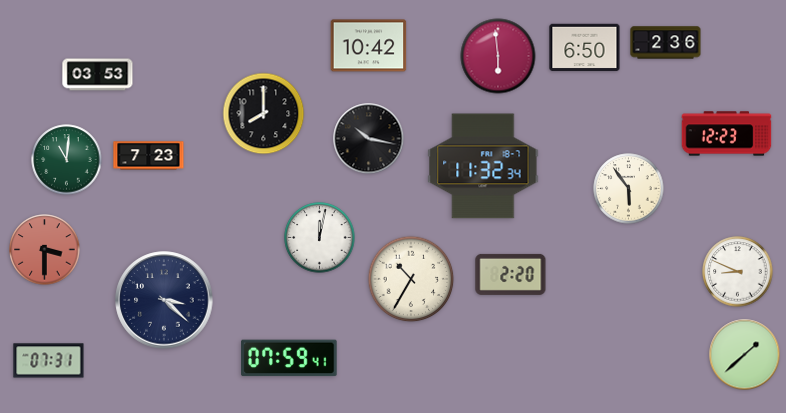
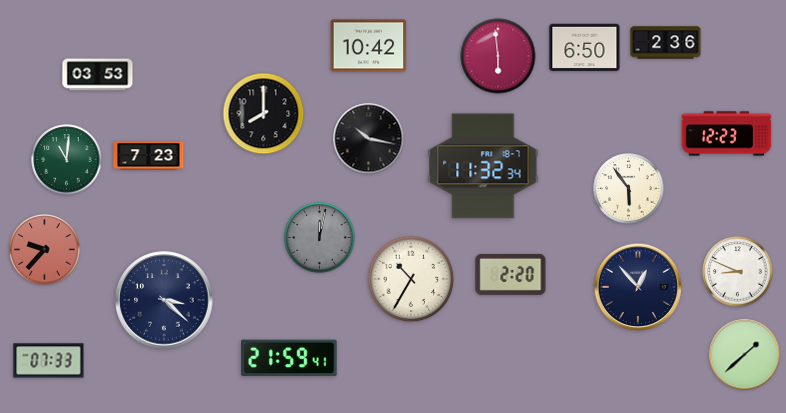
clock at (320, 238) dial: white -> grey
clock at (45, 250): 3:30 -> 9:37
clock at (637, 286): none -> 12:53
clock at (289, 358): 07:59 -> 21:59
clock at (49, 361): 07:31 -> 07:33
